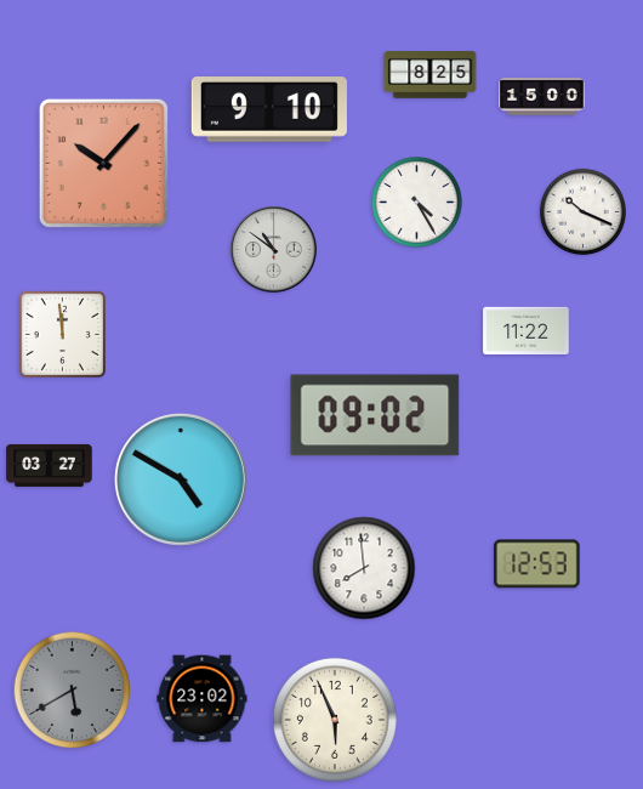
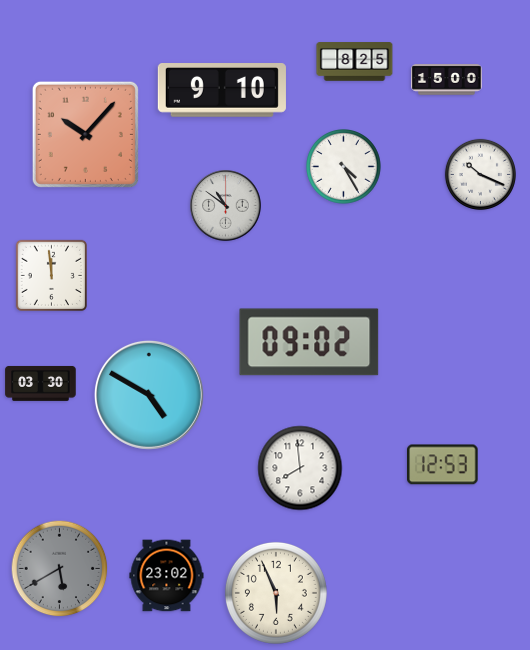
clock at (527, 330): 11:22 -> none
clock at (50, 466): 03:27 -> 03:30
